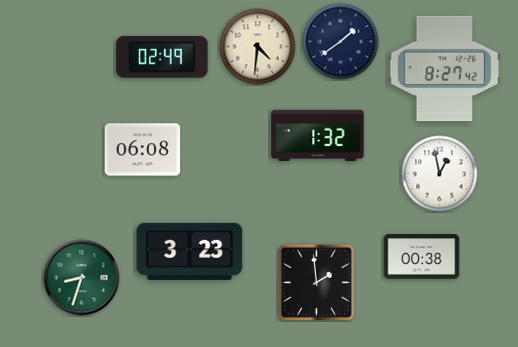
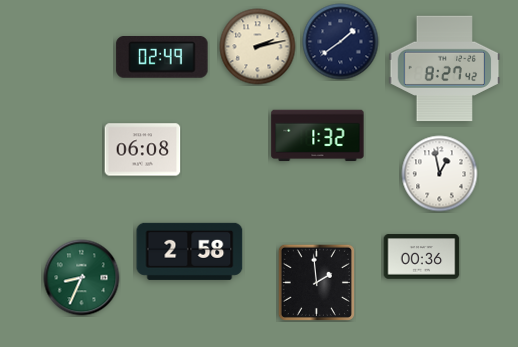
clock at (258, 47): 4:31 -> 2:13
clock at (190, 251): 3:23 -> 2:58
clock at (422, 257): 00:38 -> 00:36
clock at (82, 278): 8:33 -> 8:34
